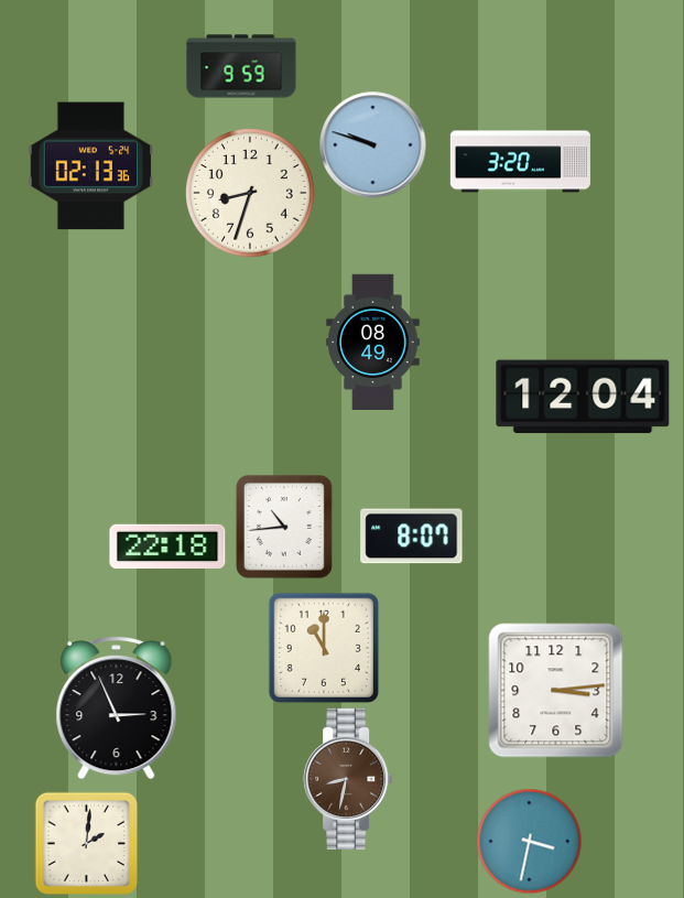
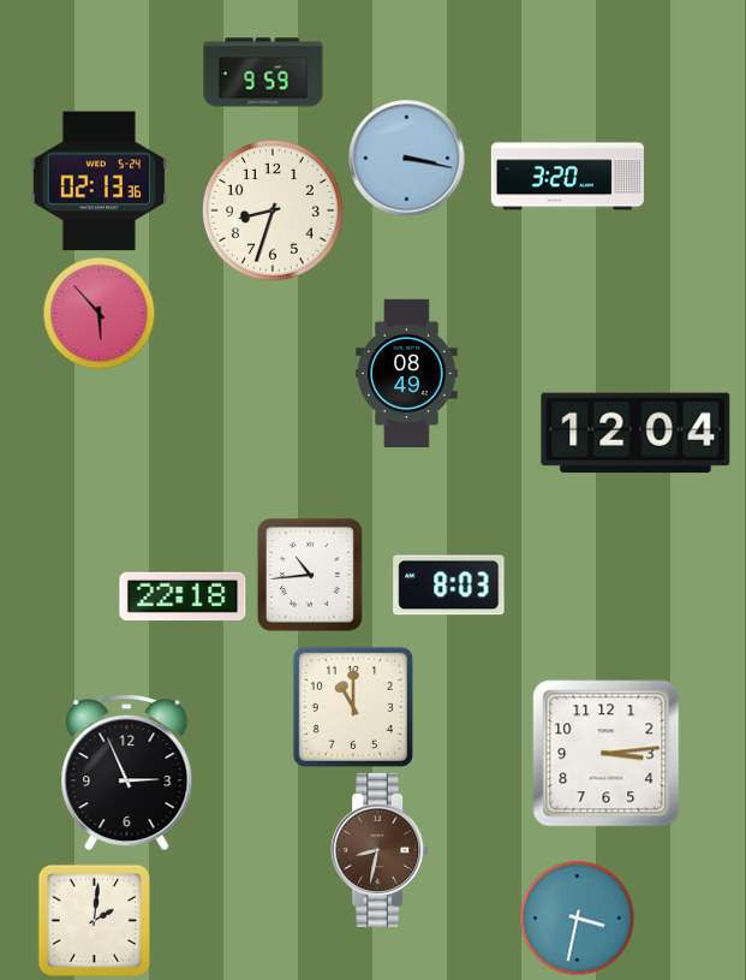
clock at (373, 145): 9:48 -> 3:17
clock at (99, 313): none -> 5:53
clock at (412, 537): 8:07 -> 8:03
